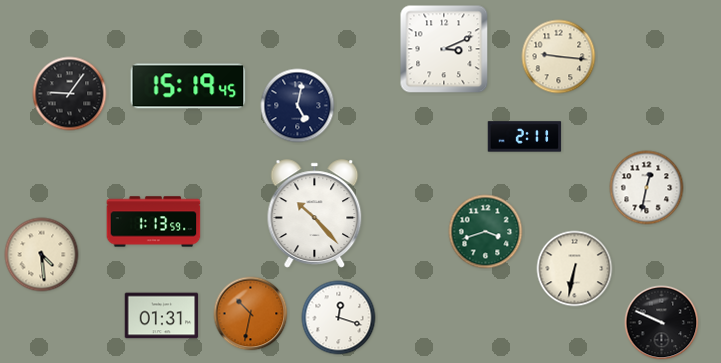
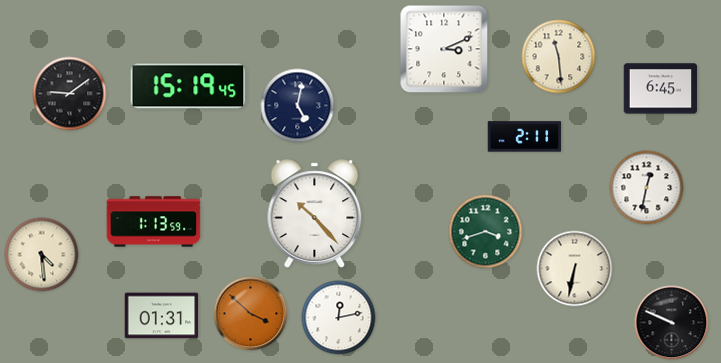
clock at (559, 57): 9:16 -> 11:29
clock at (661, 89): none -> 6:45
clock at (70, 94): 9:06 -> 9:09
clock at (251, 314): 10:32 -> 3:52
clock at (339, 318): 12:18 -> 12:13
clock at (662, 323) position: (662, 323) -> (672, 323)
